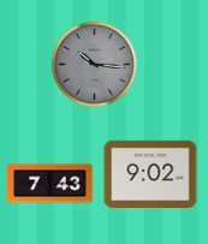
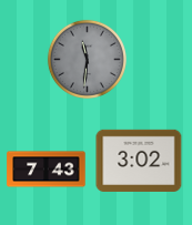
clock at (94, 64): 10:16 -> 11:31
clock at (150, 174): 9:02 -> 3:02
